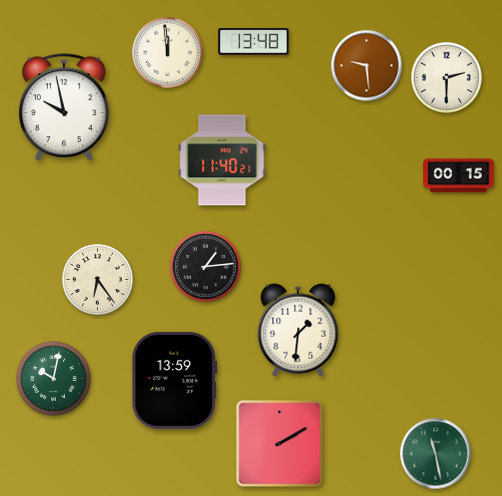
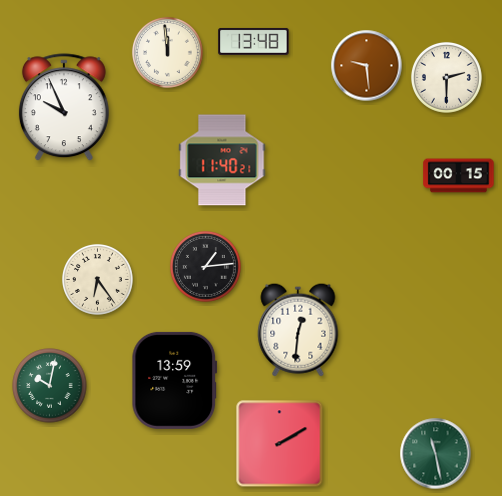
clock at (64, 108): 9:58 -> 9:56
clock at (298, 330): 1:31 -> 12:31
clock at (54, 379) position: (54, 379) -> (50, 386)
